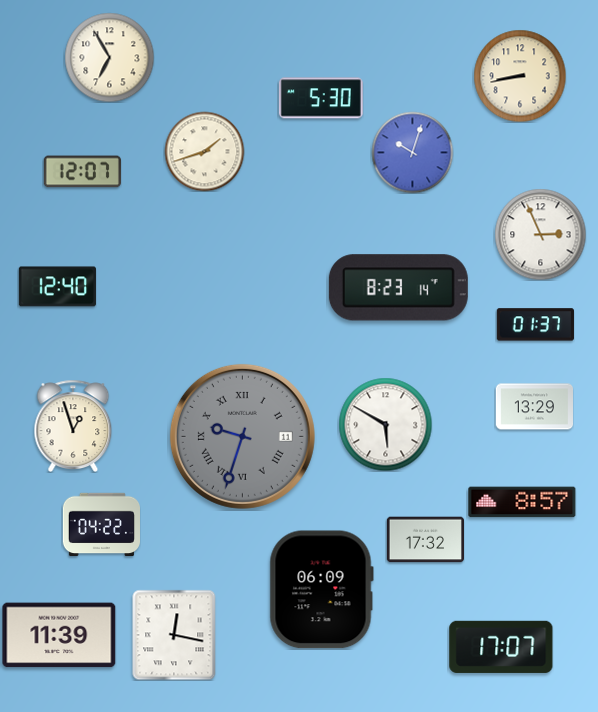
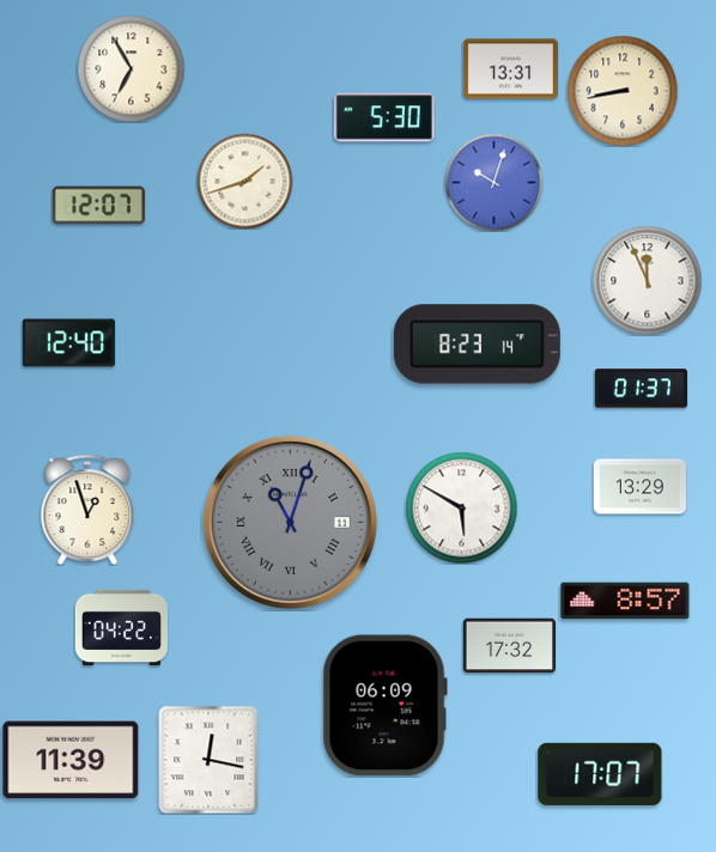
clock at (510, 69): none -> 13:31
clock at (540, 234): 2:56 -> 11:56
clock at (242, 436): 9:33 -> 11:03
